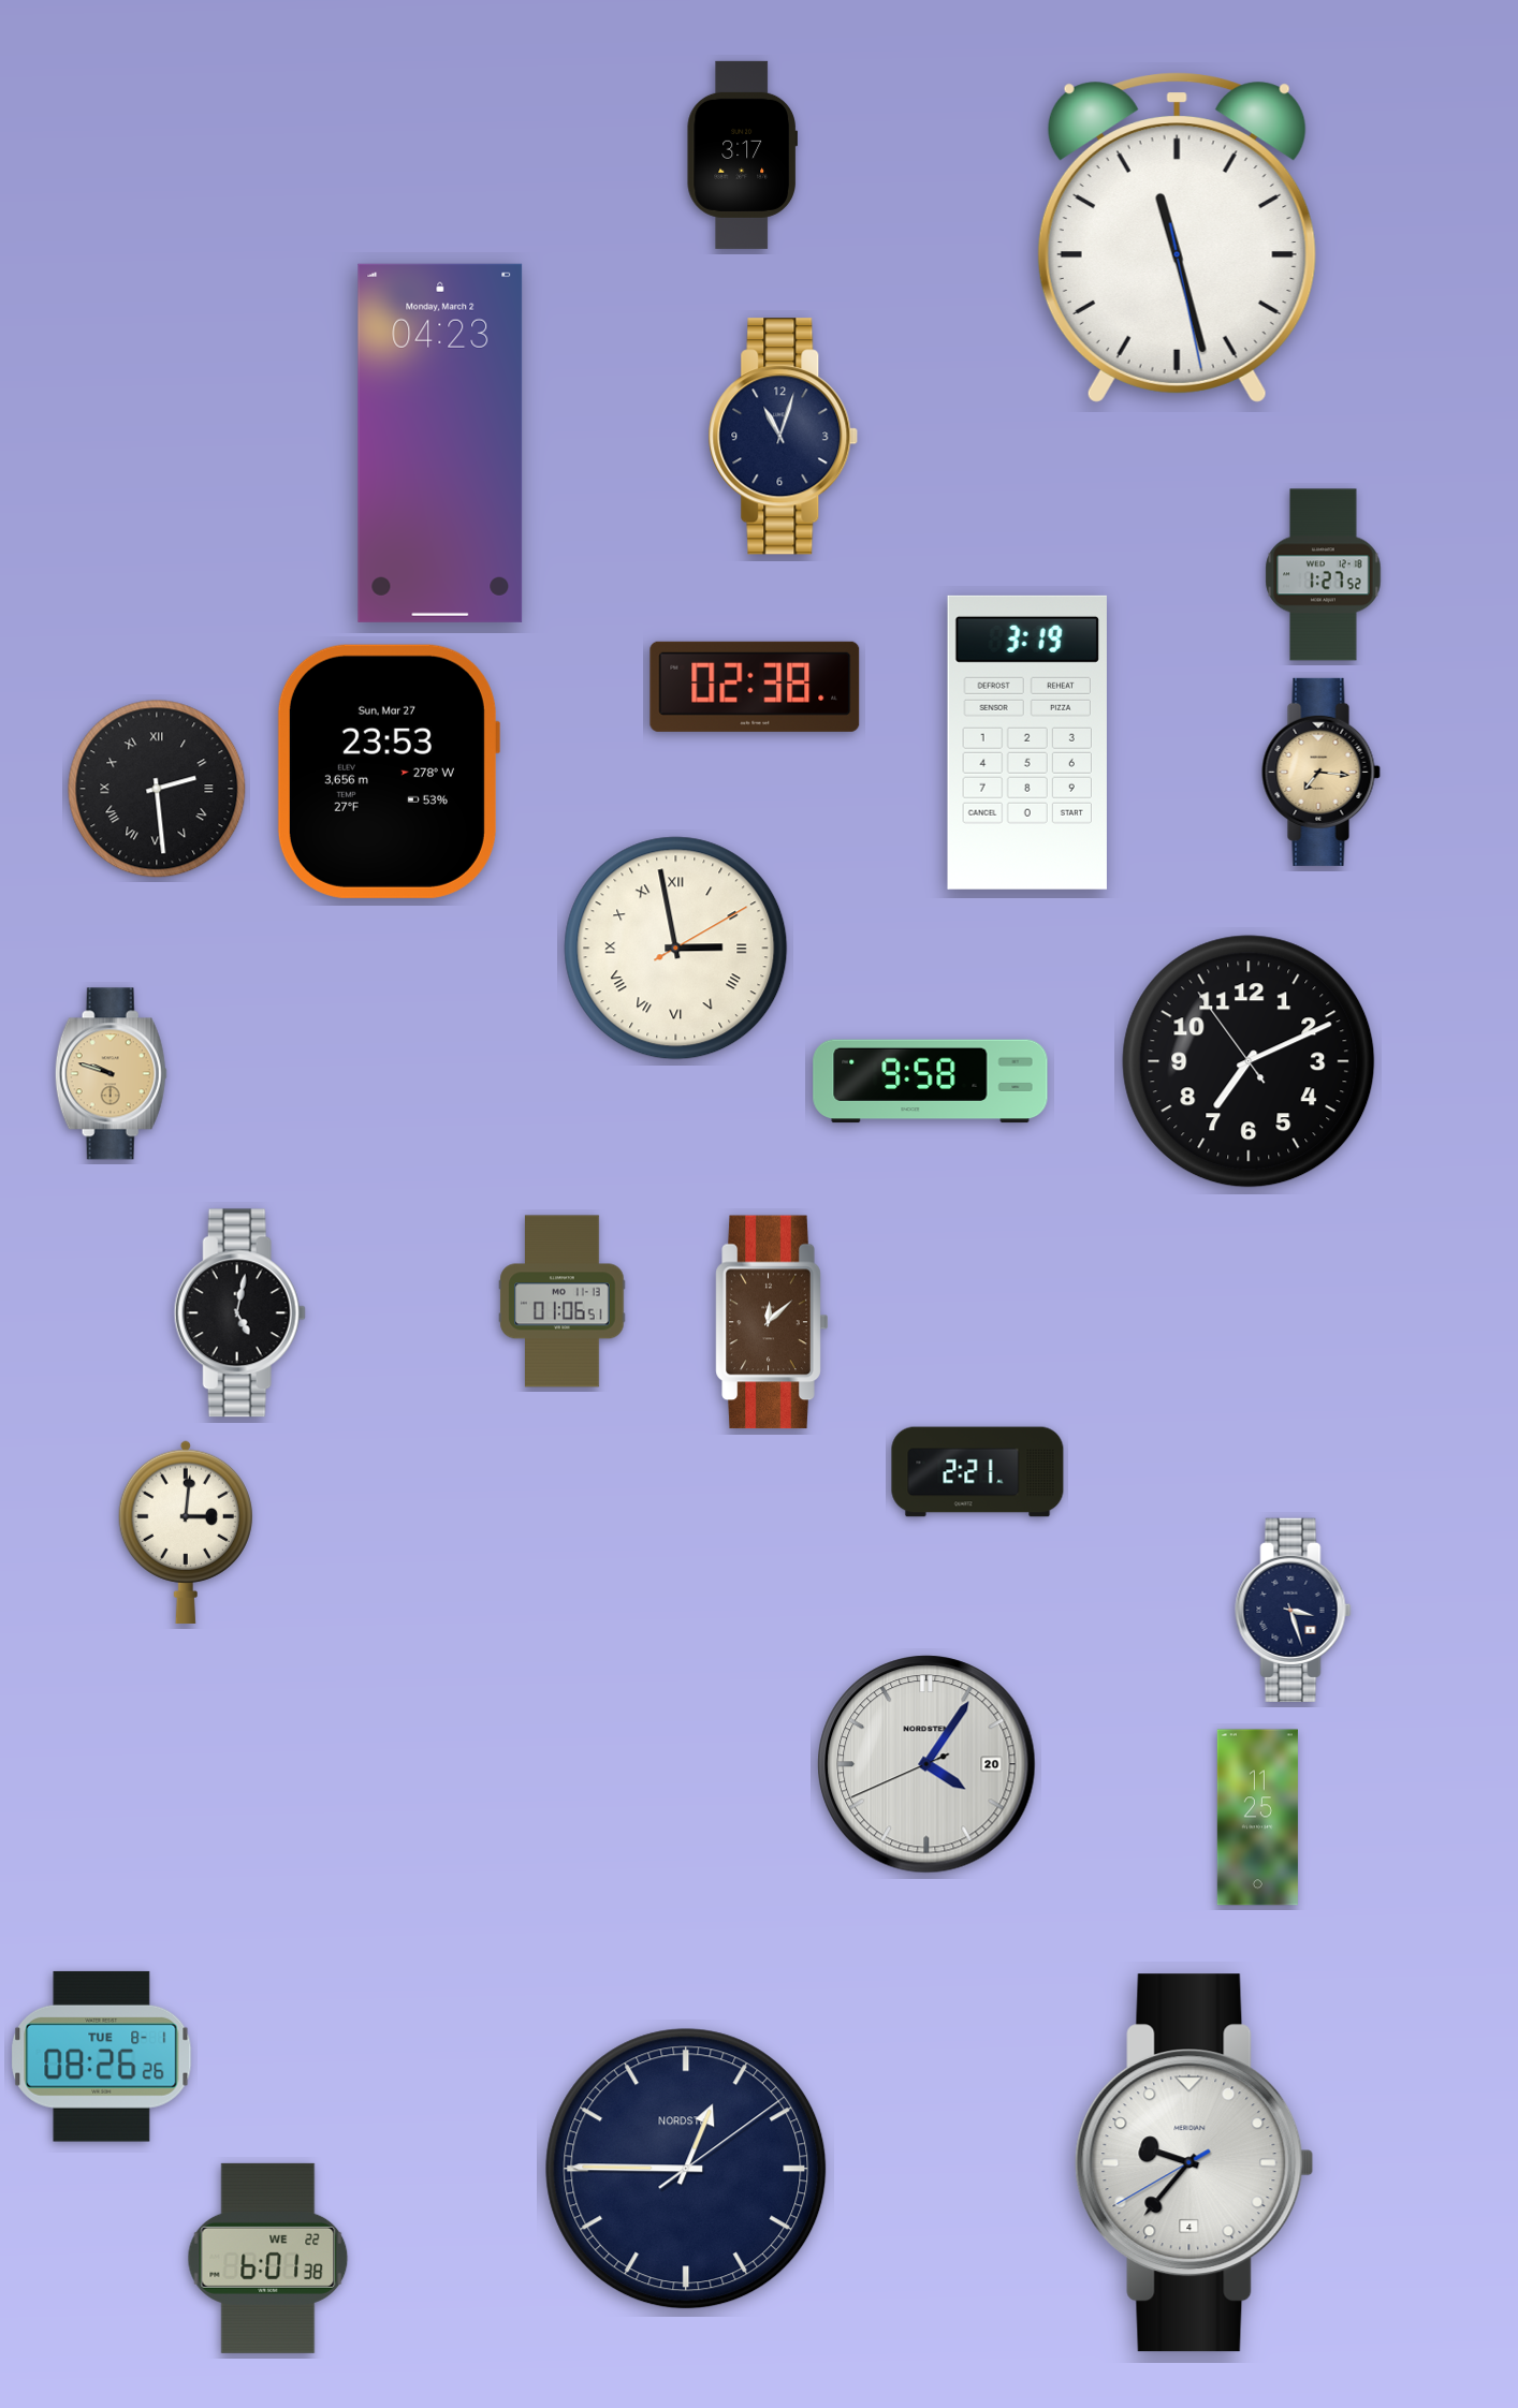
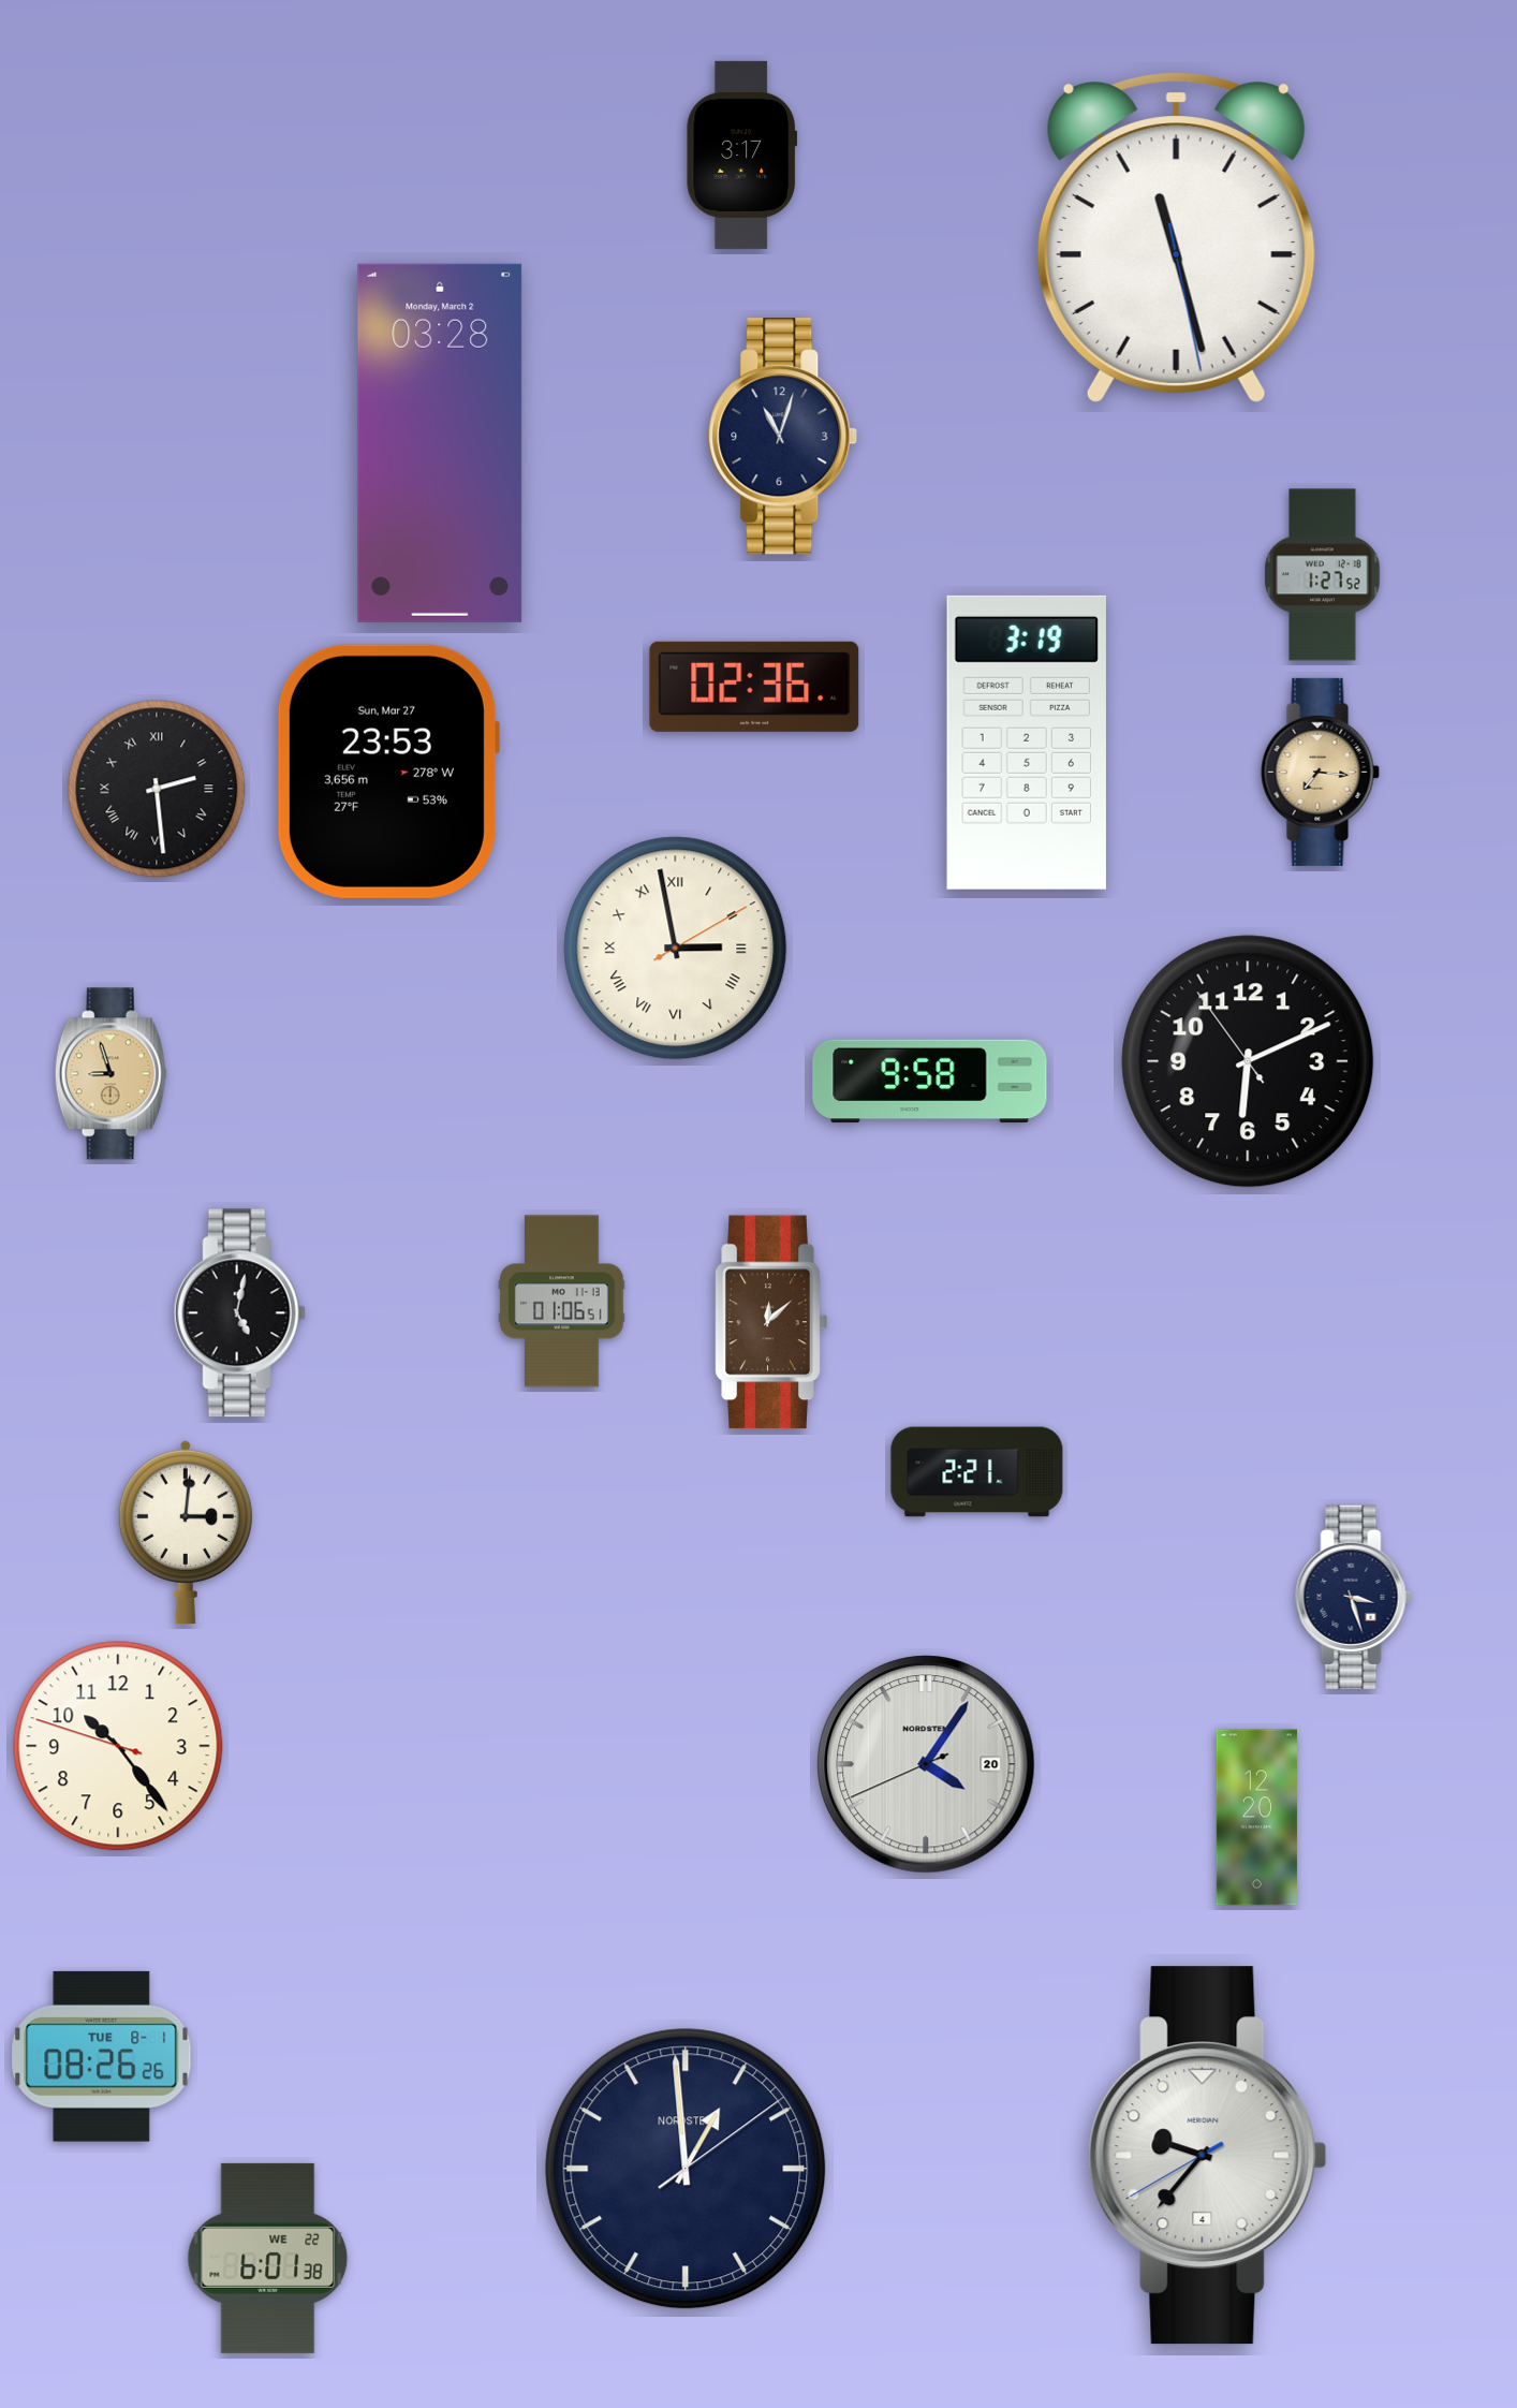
clock at (440, 443): 04:23 -> 03:28
clock at (755, 687): 02:38 -> 02:36
clock at (1249, 1061): 7:10 -> 6:10
clock at (111, 1074): 9:48 -> 8:57
clock at (1294, 1610) position: (1294, 1610) -> (1354, 1597)
clock at (118, 1746): none -> 10:23
clock at (1257, 1818): 11:25 -> 12:20
clock at (1195, 2163) position: (1195, 2163) -> (1208, 2156)
clock at (686, 2169): 12:45 -> 12:59
